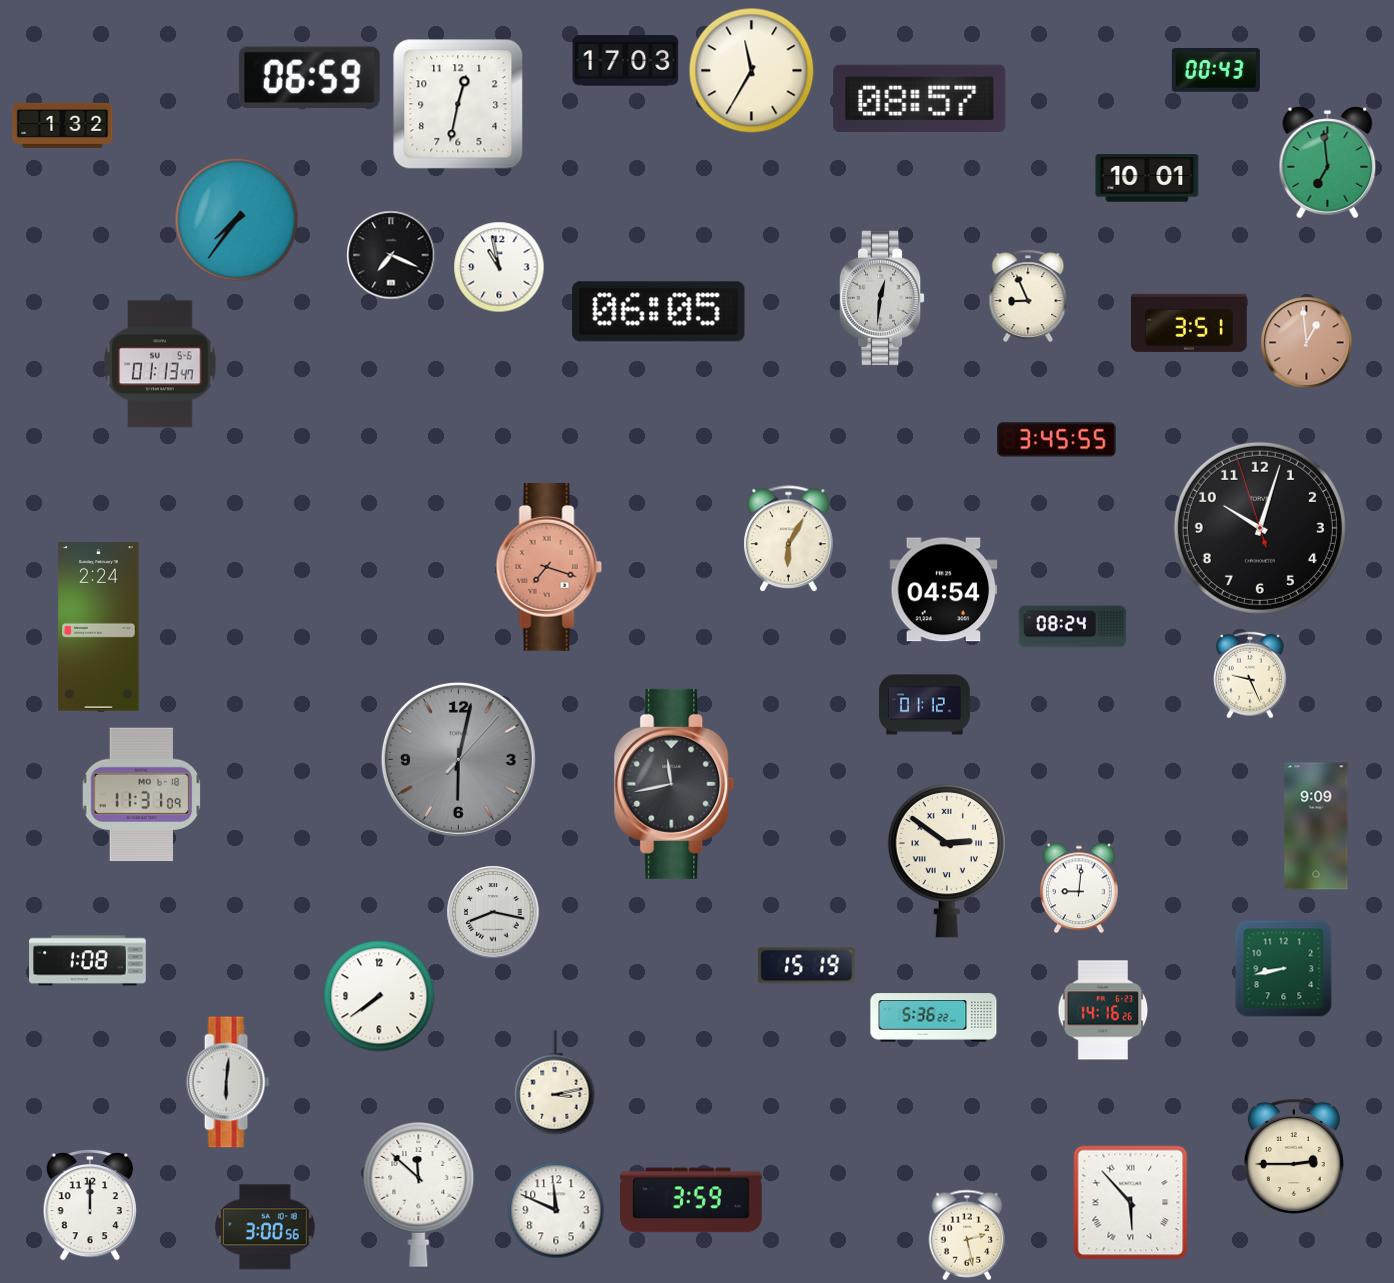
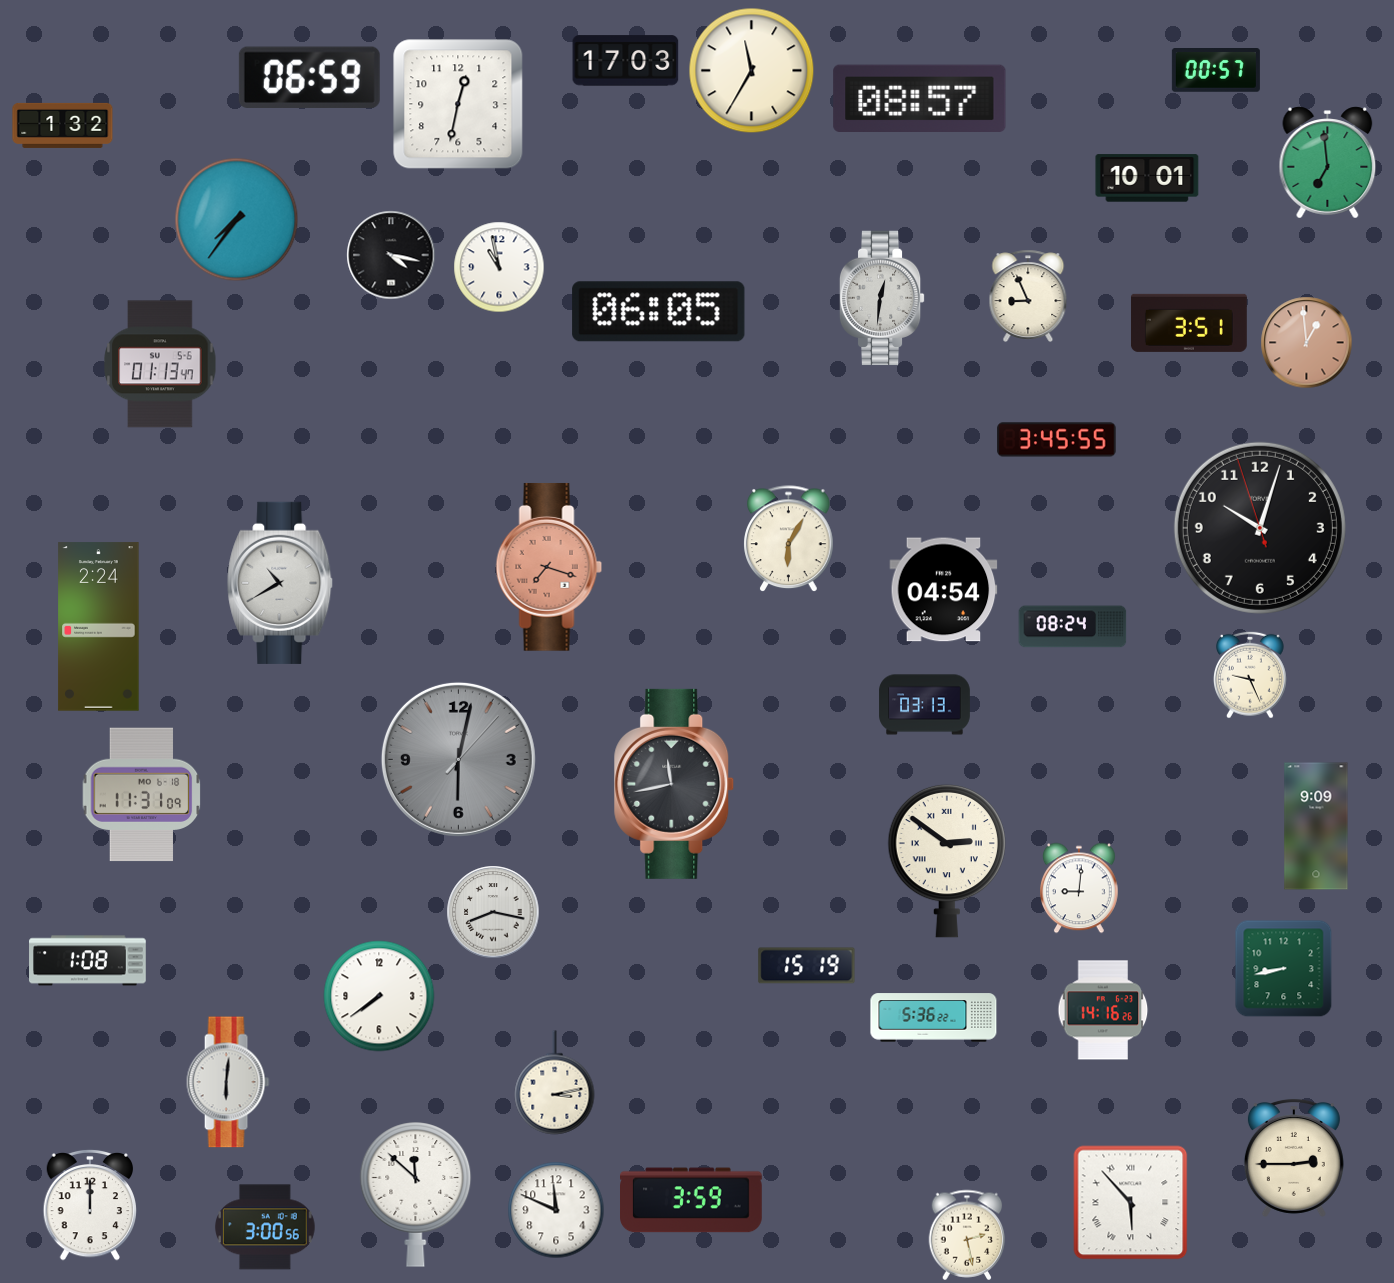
clock at (1216, 71): 00:43 -> 00:57
clock at (391, 255): 7:19 -> 4:17
clock at (281, 583): none -> 10:40
clock at (925, 705): 01:12 -> 03:13
clock at (419, 1195) position: (419, 1195) -> (416, 1195)
